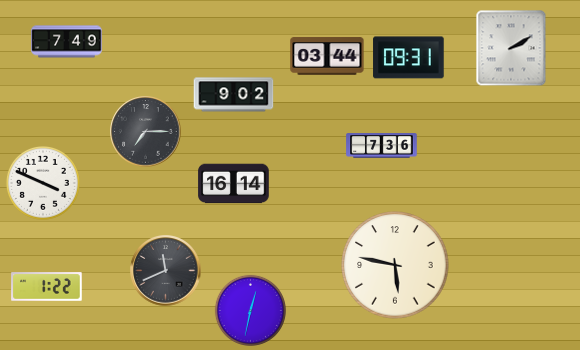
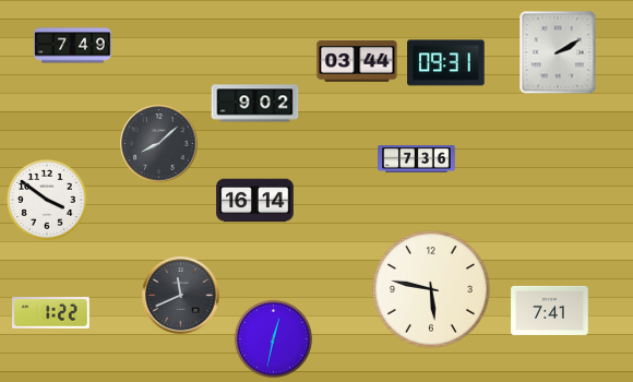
clock at (146, 132): 7:15 -> 8:08
clock at (43, 183): 3:49 -> 3:51
clock at (550, 310): none -> 7:41
